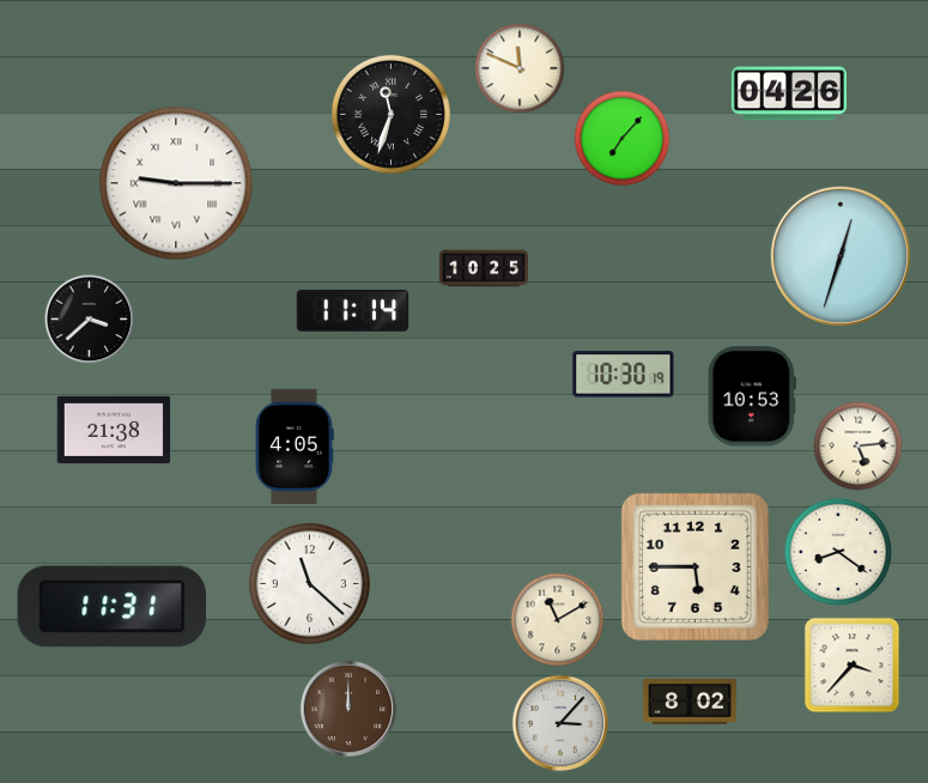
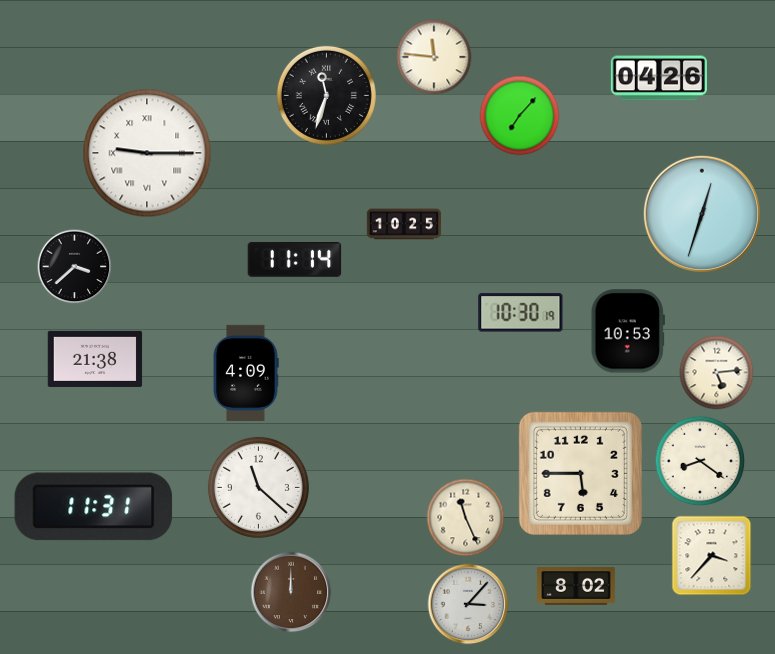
clock at (520, 68): 11:49 -> 11:46
clock at (295, 447): 4:05 -> 4:09
clock at (558, 620): 11:10 -> 11:26
